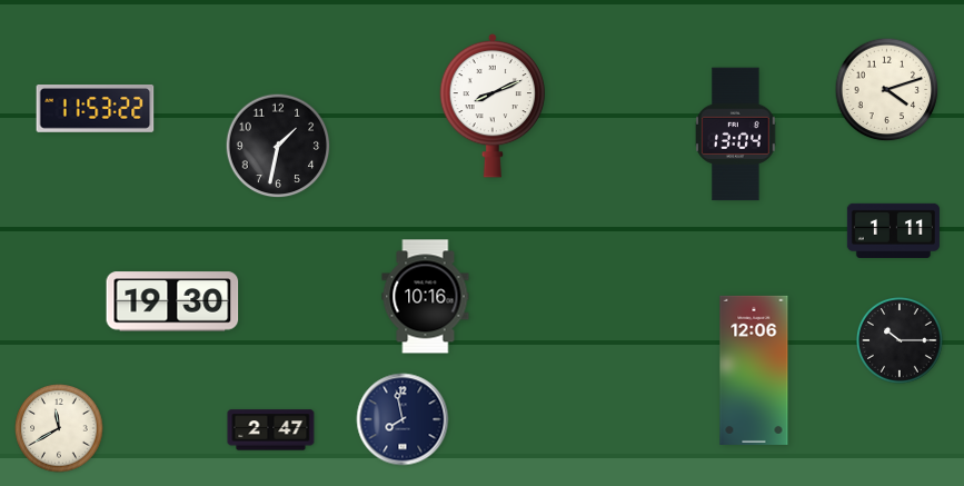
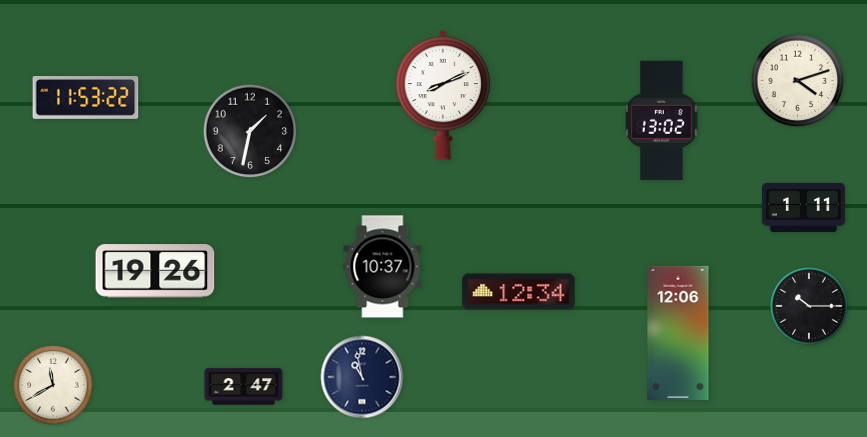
clock at (736, 135): 13:04 -> 13:02
clock at (426, 297): 10:16 -> 10:37
clock at (172, 301): 19:30 -> 19:26
clock at (519, 292): none -> 12:34
clock at (403, 419): 7:58 -> 10:58
